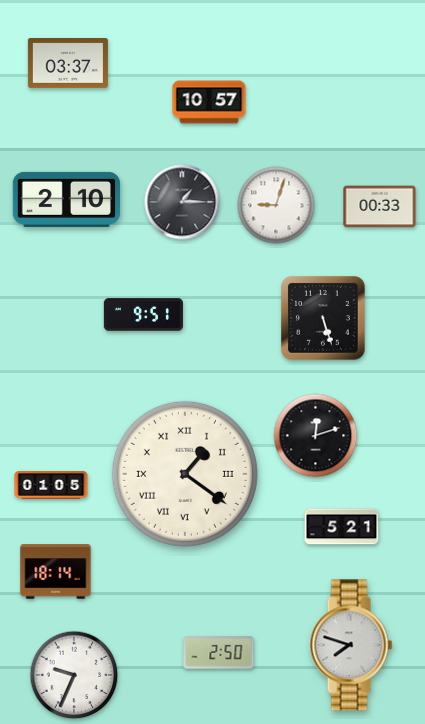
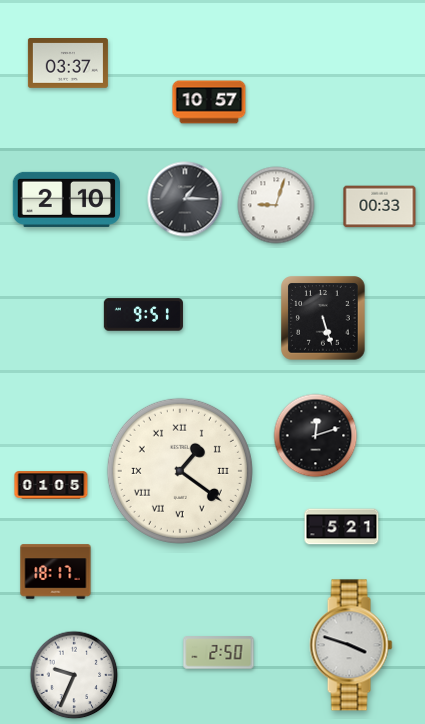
clock at (182, 202) position: (182, 202) -> (185, 199)
clock at (185, 474) position: (185, 474) -> (180, 471)
clock at (56, 572): 18:14 -> 18:17
clock at (351, 645): 7:48 -> 3:48
